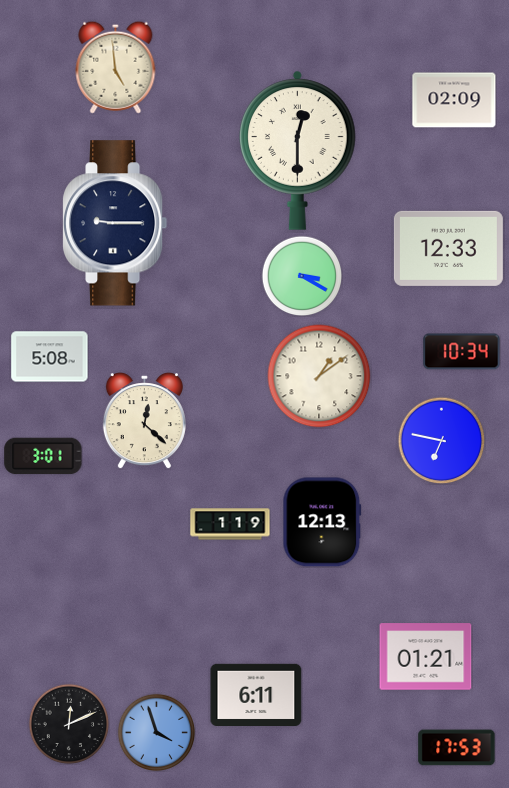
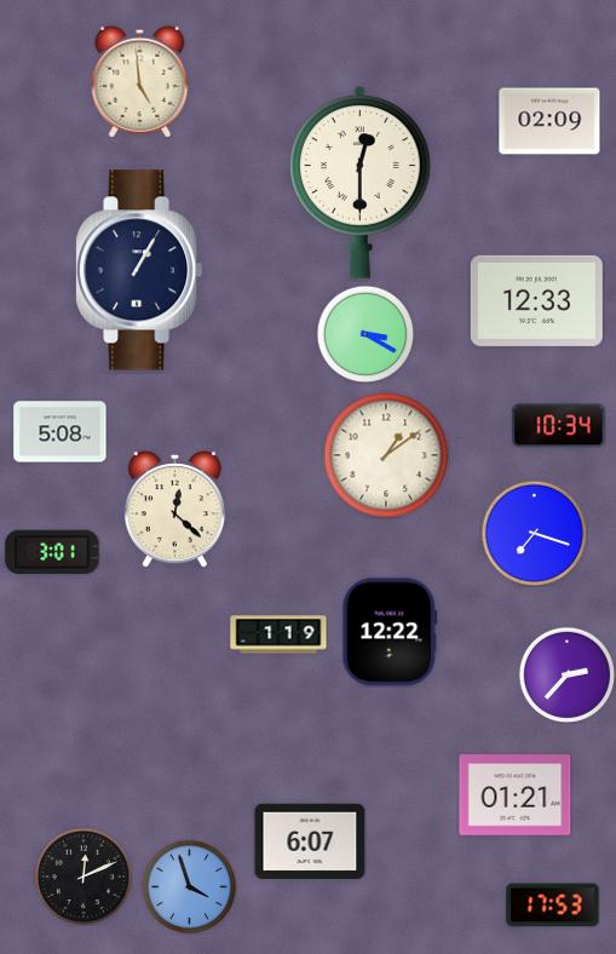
clock at (115, 223): 9:15 -> 1:05
clock at (448, 248) position: (448, 248) -> (536, 300)
clock at (441, 440): 6:47 -> 7:18
clock at (322, 522): 12:13 -> 12:22
clock at (566, 674): none -> 2:37
clock at (256, 694): 6:11 -> 6:07
